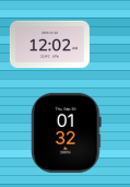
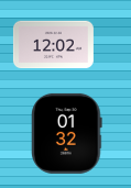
clock at (49, 45) position: (49, 45) -> (53, 45)
